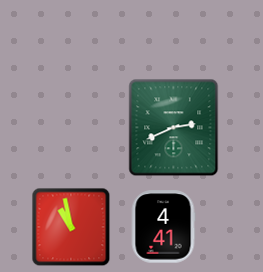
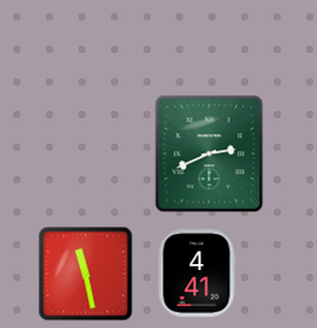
clock at (71, 227): 10:58 -> 11:28
